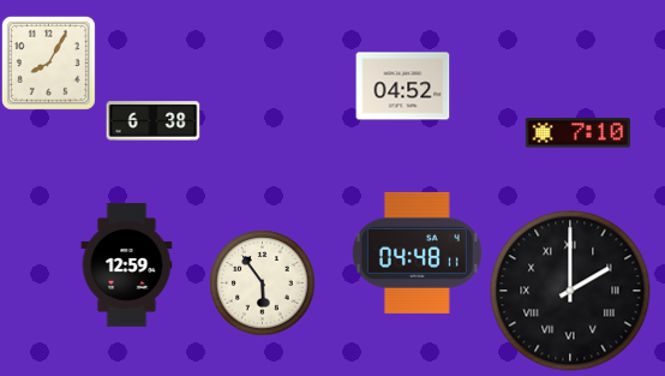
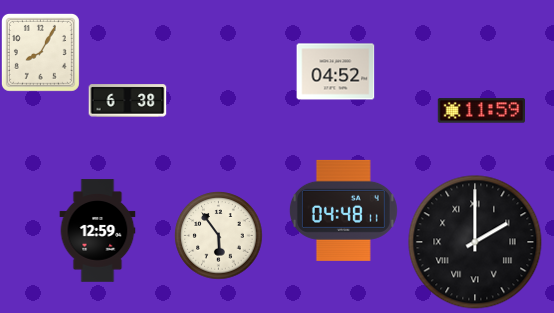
clock at (577, 133): 7:10 -> 11:59
clock at (417, 252) position: (417, 252) -> (343, 210)
clock at (127, 265) position: (127, 265) -> (98, 231)
